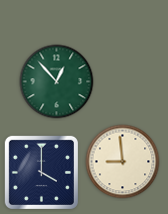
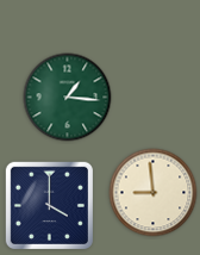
clock at (57, 82): 12:53 -> 1:16
clock at (123, 162) position: (123, 162) -> (154, 193)
